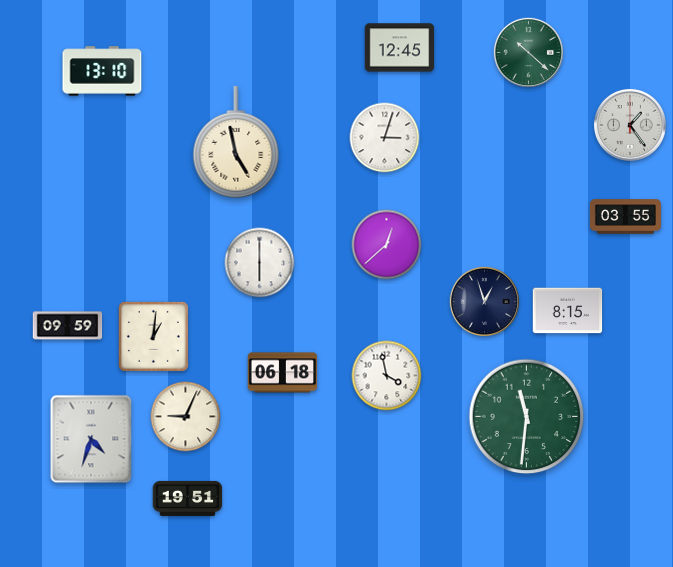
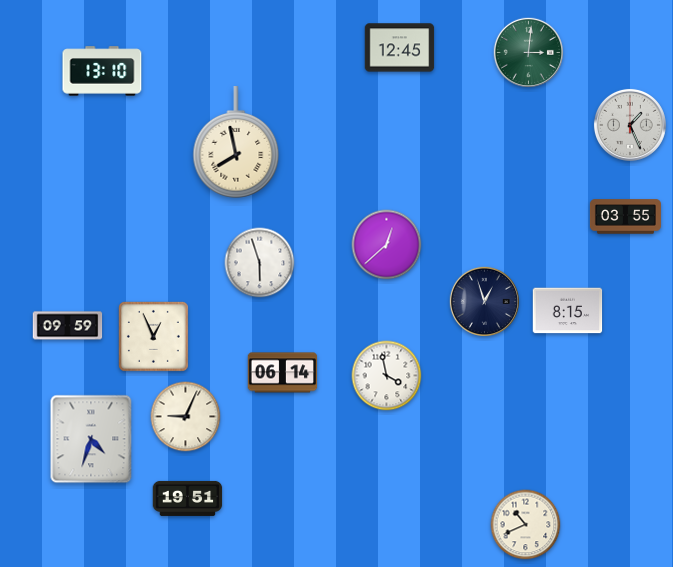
clock at (528, 52): 10:22 -> 3:01
clock at (630, 125): 1:24 -> 1:26
clock at (385, 138): 3:03 -> none
clock at (236, 143): 4:58 -> 7:58
clock at (260, 263): 6:00 -> 5:57
clock at (153, 336): 1:01 -> 12:56
clock at (283, 373): 06:18 -> 06:14
clock at (527, 417): 11:31 -> none
clock at (526, 525): none -> 10:41
